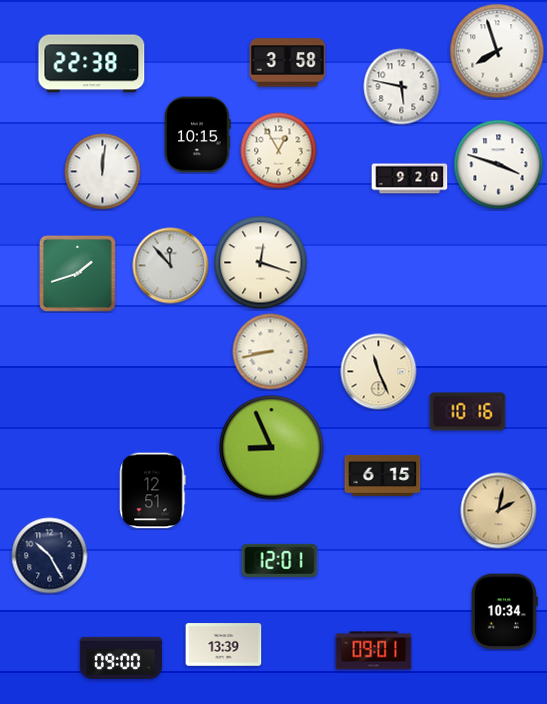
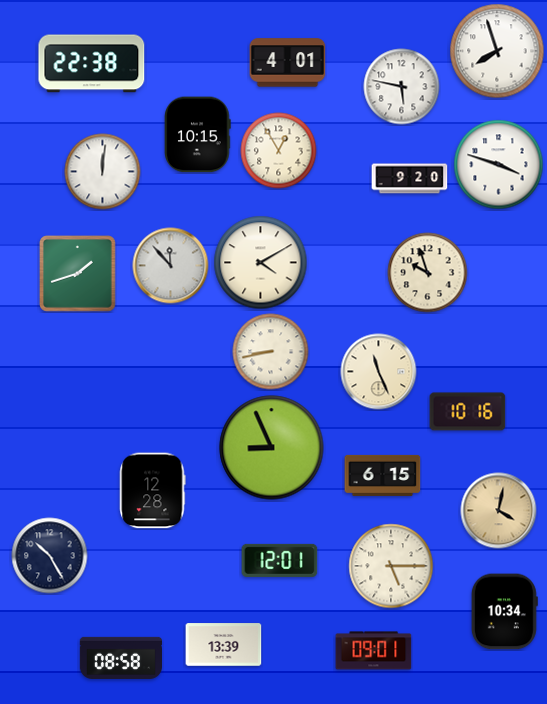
clock at (288, 63): 3:58 -> 4:01
clock at (261, 263): 12:18 -> 4:10
clock at (428, 273): none -> 9:57
clock at (153, 491): 12:51 -> 12:28
clock at (499, 511): 2:02 -> 4:02
clock at (391, 566): none -> 5:15
clock at (120, 658): 09:00 -> 08:58
